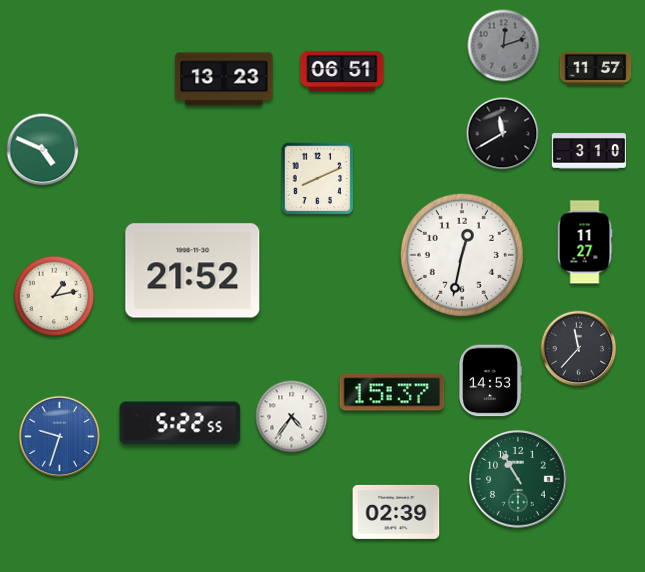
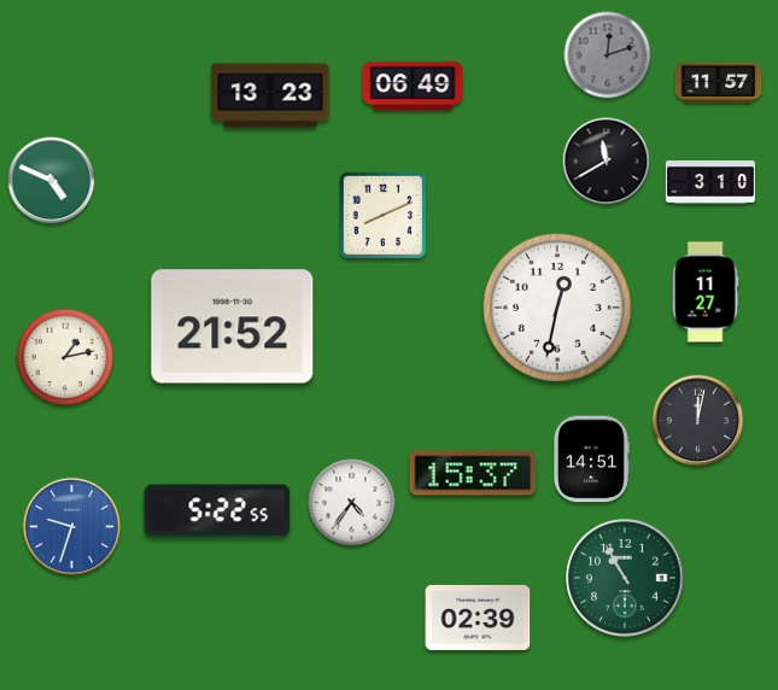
clock at (342, 71): 06:51 -> 06:49
clock at (579, 349): 11:37 -> 12:02
clock at (491, 381): 14:53 -> 14:51
